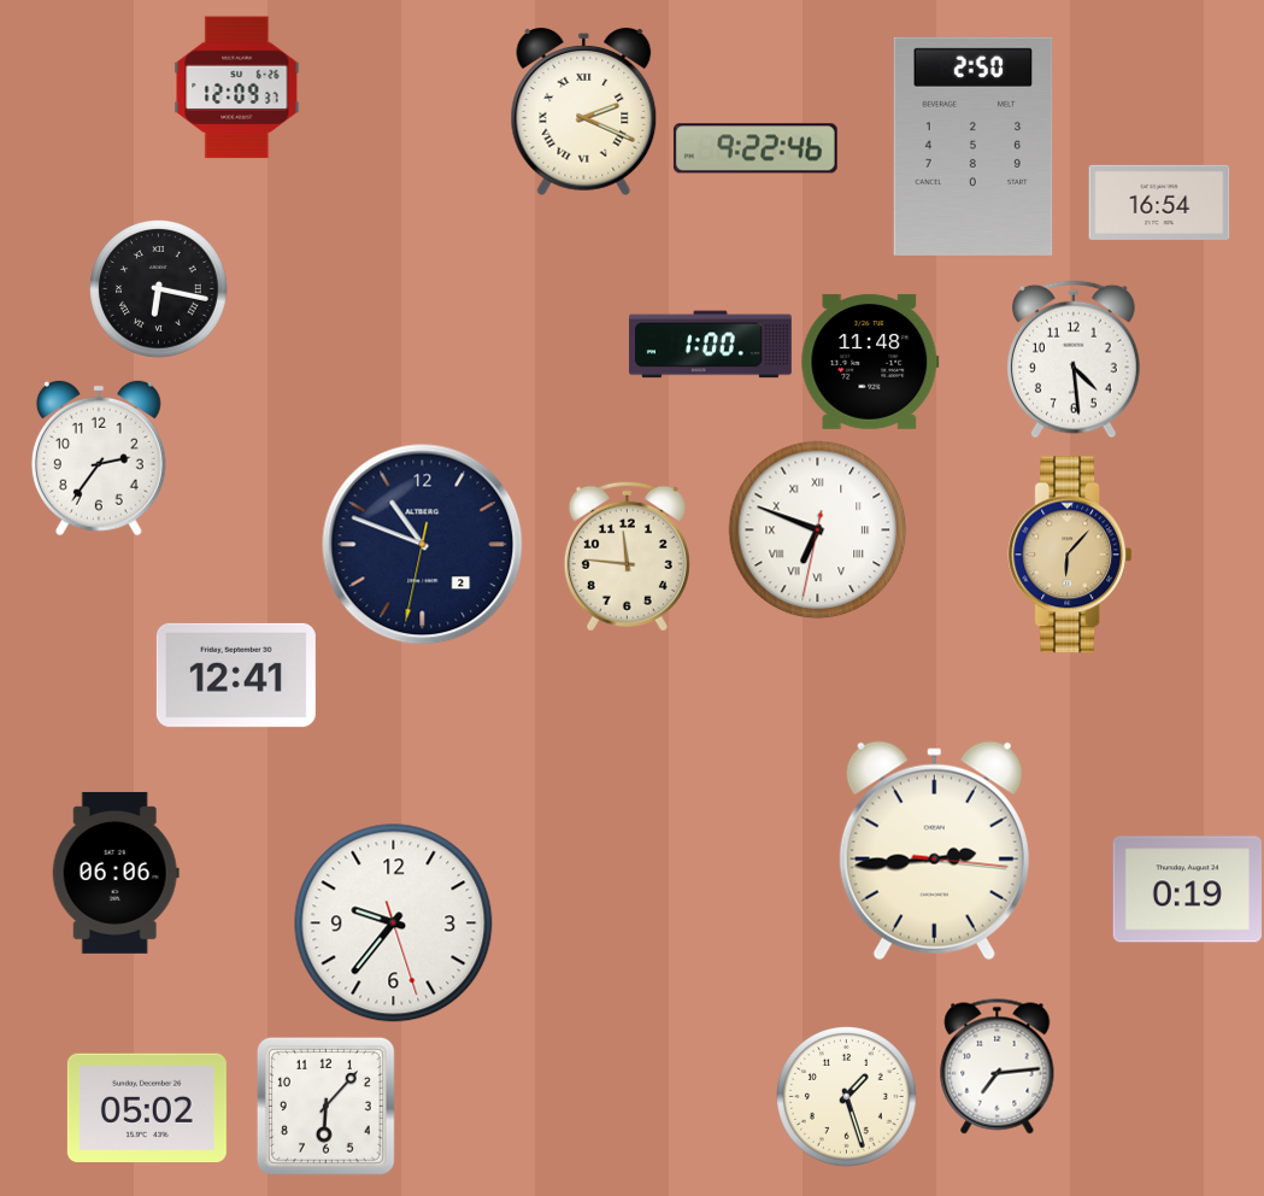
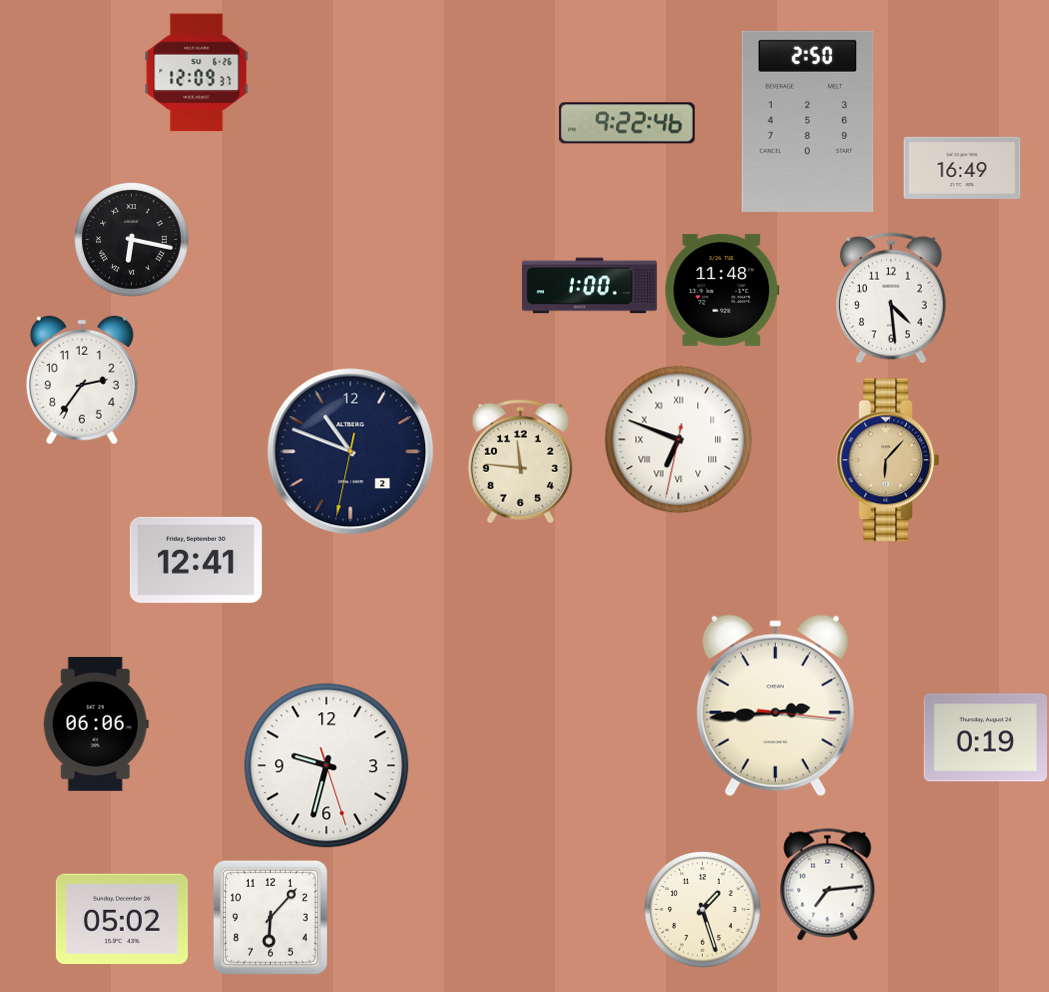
clock at (584, 112): 2:19 -> none
clock at (1159, 203): 16:54 -> 16:49
clock at (870, 362) position: (870, 362) -> (722, 290)
clock at (394, 924): 9:36 -> 9:32
